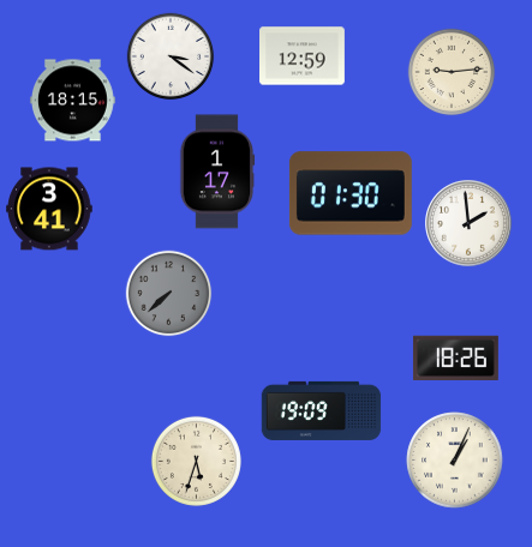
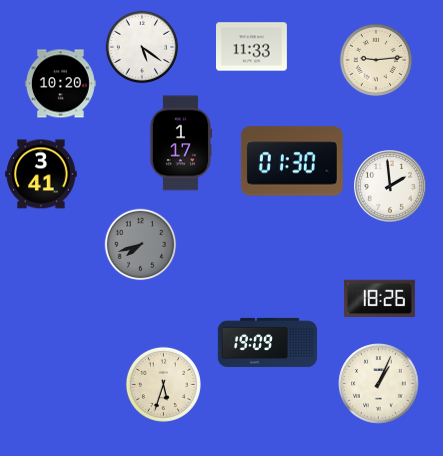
clock at (171, 56): 3:21 -> 5:21
clock at (303, 56): 12:59 -> 11:33
clock at (72, 101): 18:15 -> 10:20
clock at (169, 294): 7:38 -> 7:42
